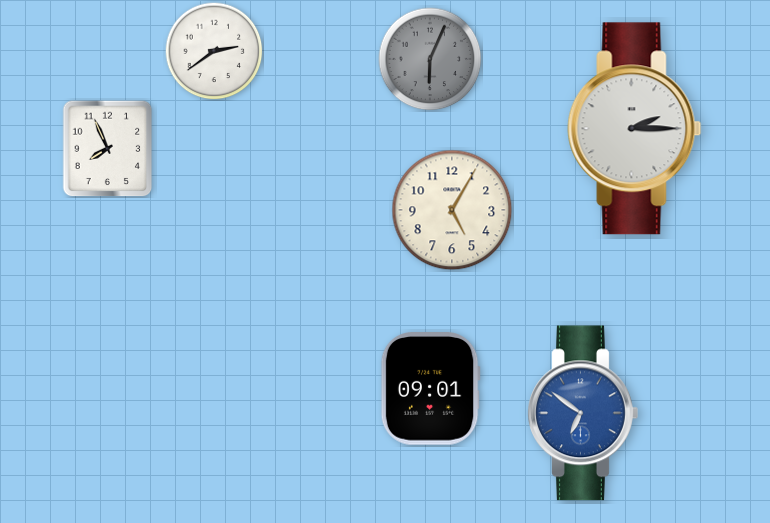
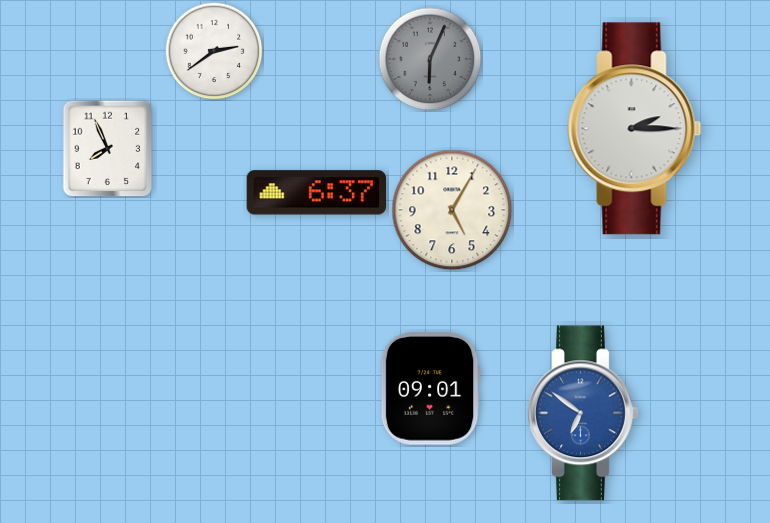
clock at (316, 193): none -> 6:37
